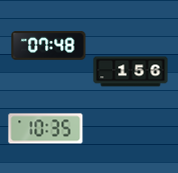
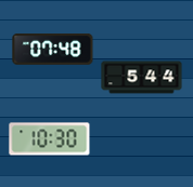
clock at (131, 72): 1:56 -> 5:44
clock at (46, 129): 10:35 -> 10:30
